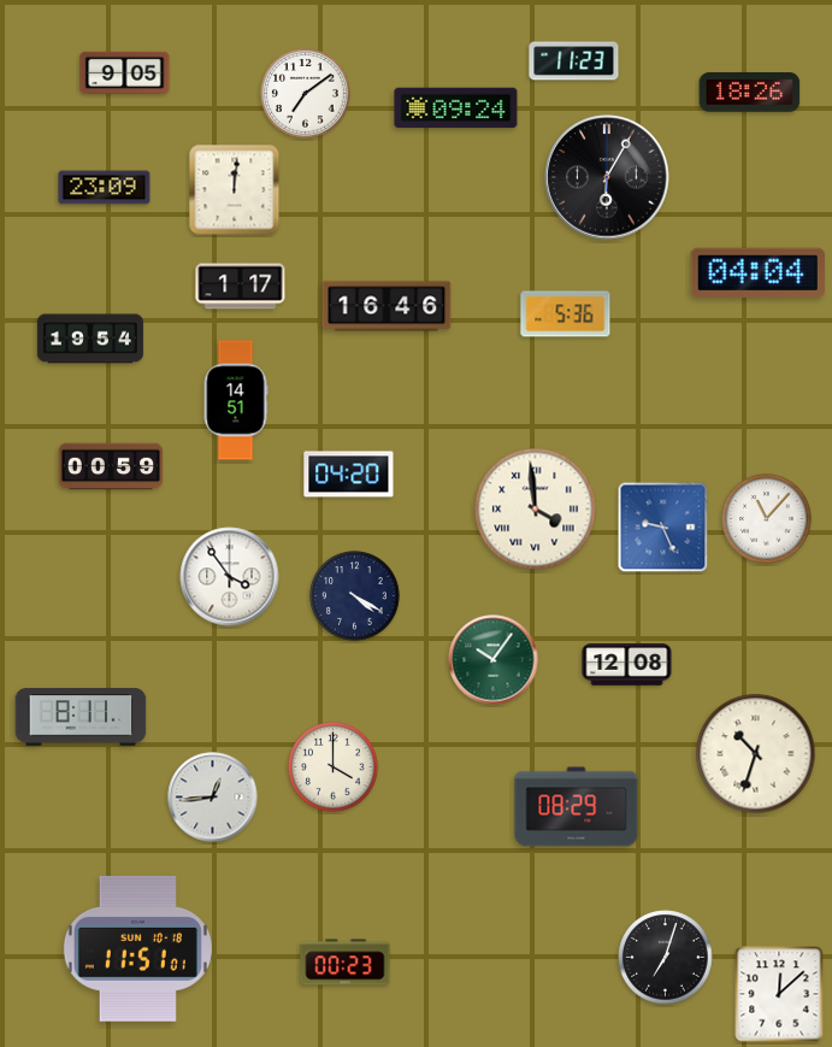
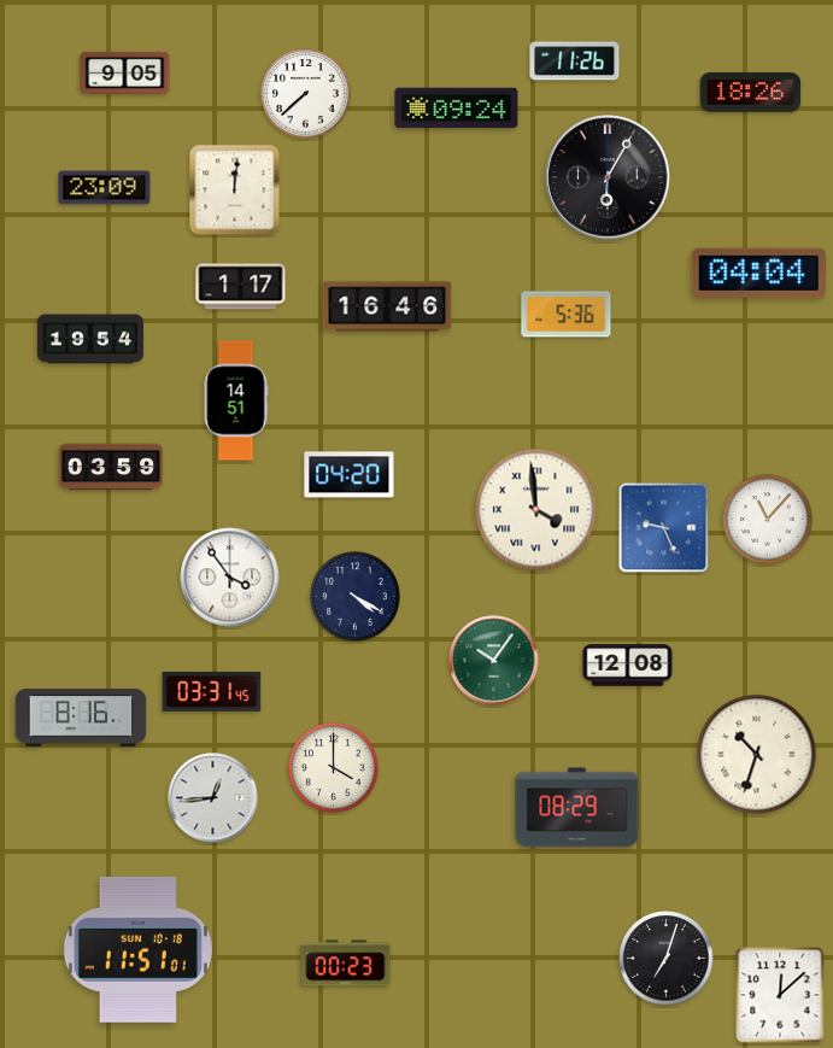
clock at (574, 61): 11:23 -> 11:26
clock at (306, 94): 7:09 -> 7:38
clock at (111, 466): 00:59 -> 03:59
clock at (212, 692): none -> 03:31
clock at (81, 717): 8:11 -> 8:16
